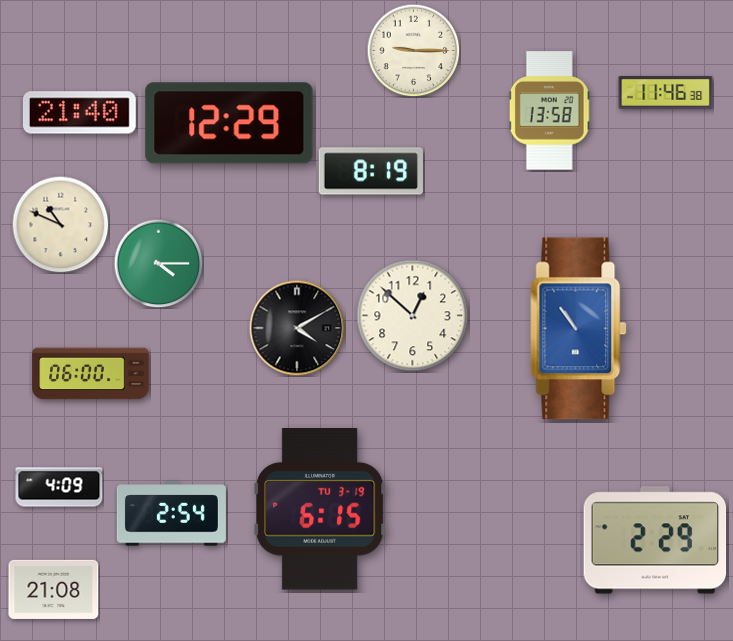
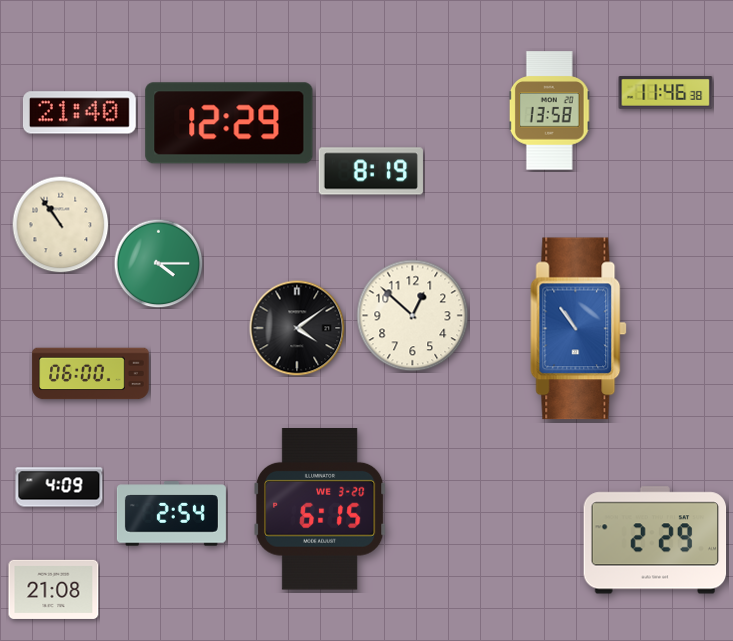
clock at (413, 50): 9:15 -> none
clock at (60, 224): 10:49 -> 10:54
clock at (297, 328): 4:10 -> 4:09
clock at (321, 509) date: TU 3-19 -> WE 3-20
